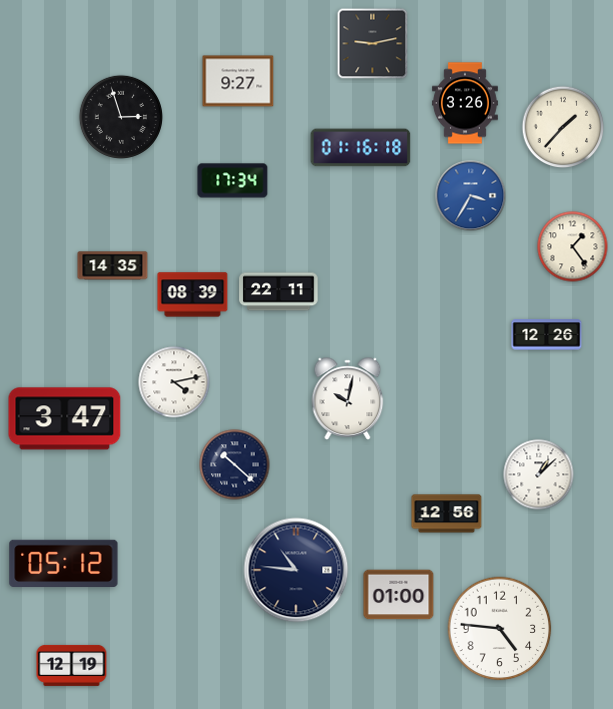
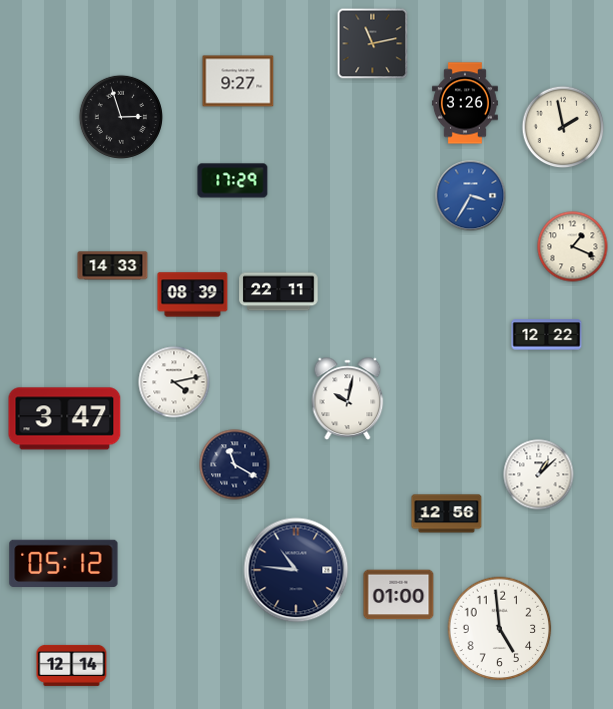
clock at (373, 44): 9:13 -> 11:13
clock at (563, 127): 1:37 -> 1:58
clock at (361, 148): 01:16 -> none
clock at (233, 181): 17:34 -> 17:29
clock at (573, 247): 1:24 -> 1:19
clock at (113, 266): 14:35 -> 14:33
clock at (547, 335): 12:26 -> 12:22
clock at (235, 465): 10:22 -> 11:20
clock at (500, 629): 4:46 -> 4:59
clock at (72, 665): 12:19 -> 12:14
